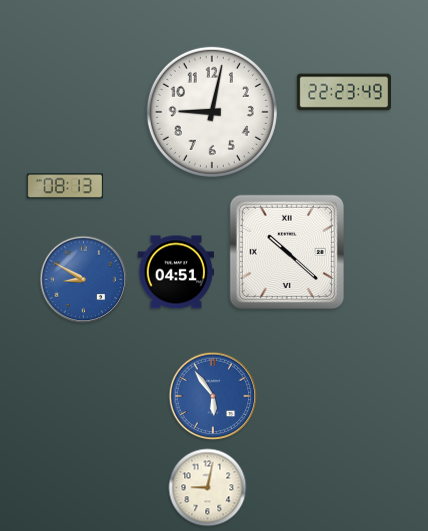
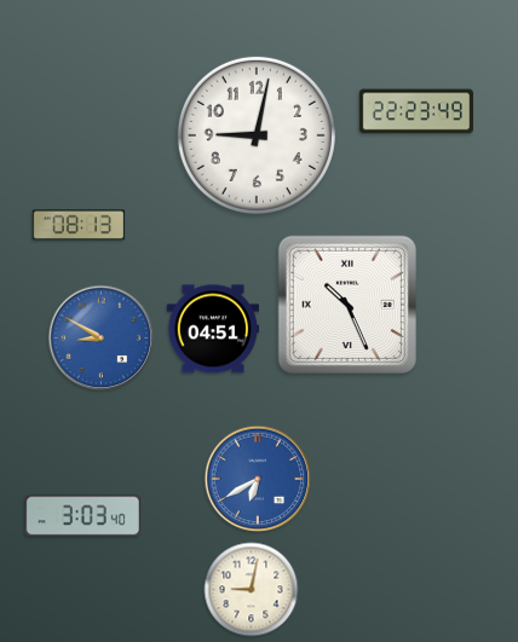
clock at (287, 252): 10:22 -> 10:26
clock at (213, 396): 5:54 -> 6:40
clock at (82, 516): none -> 3:03
